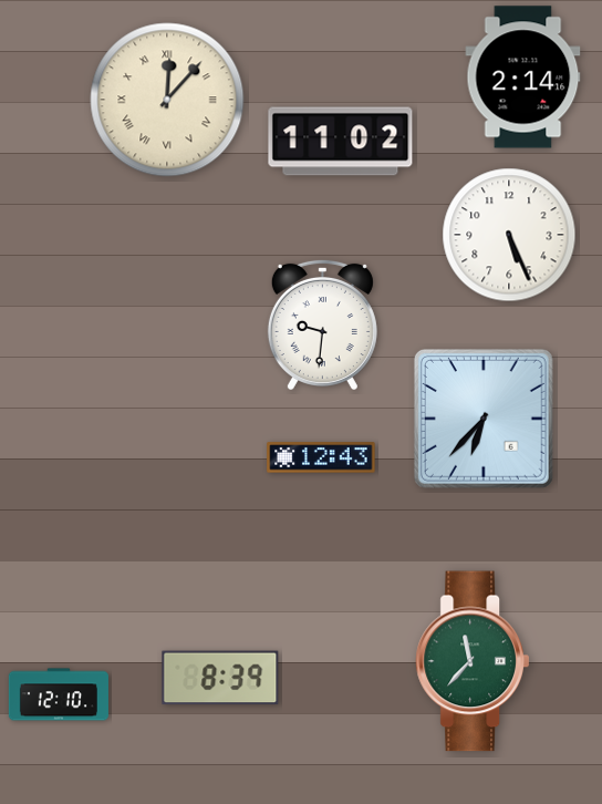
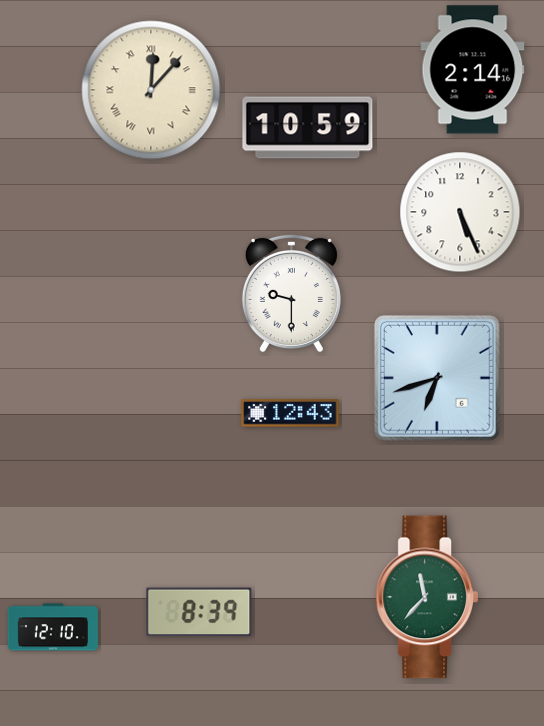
clock at (341, 142): 11:02 -> 10:59
clock at (322, 324): 9:31 -> 9:30
clock at (484, 419): 6:37 -> 6:42
